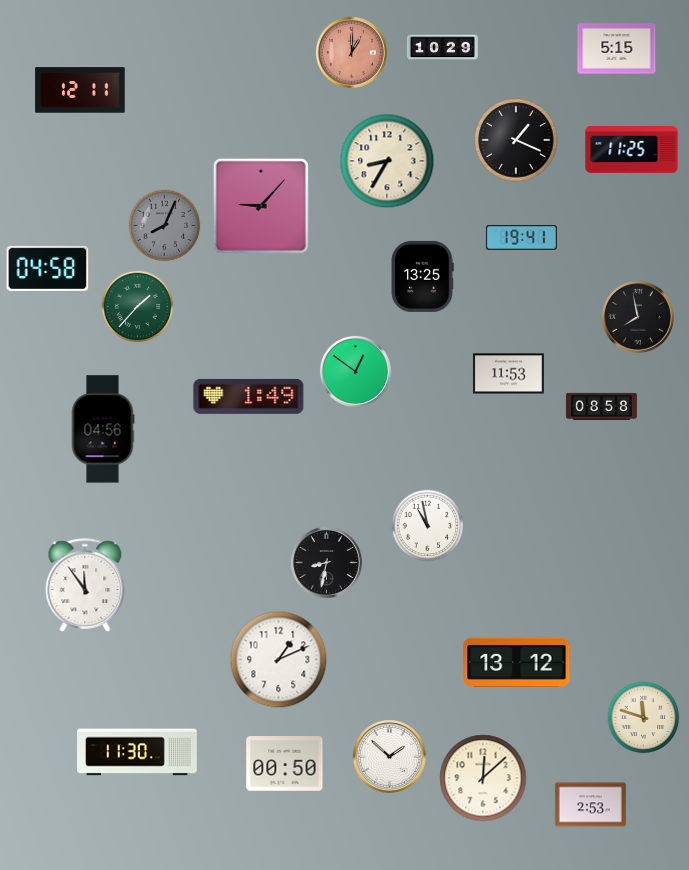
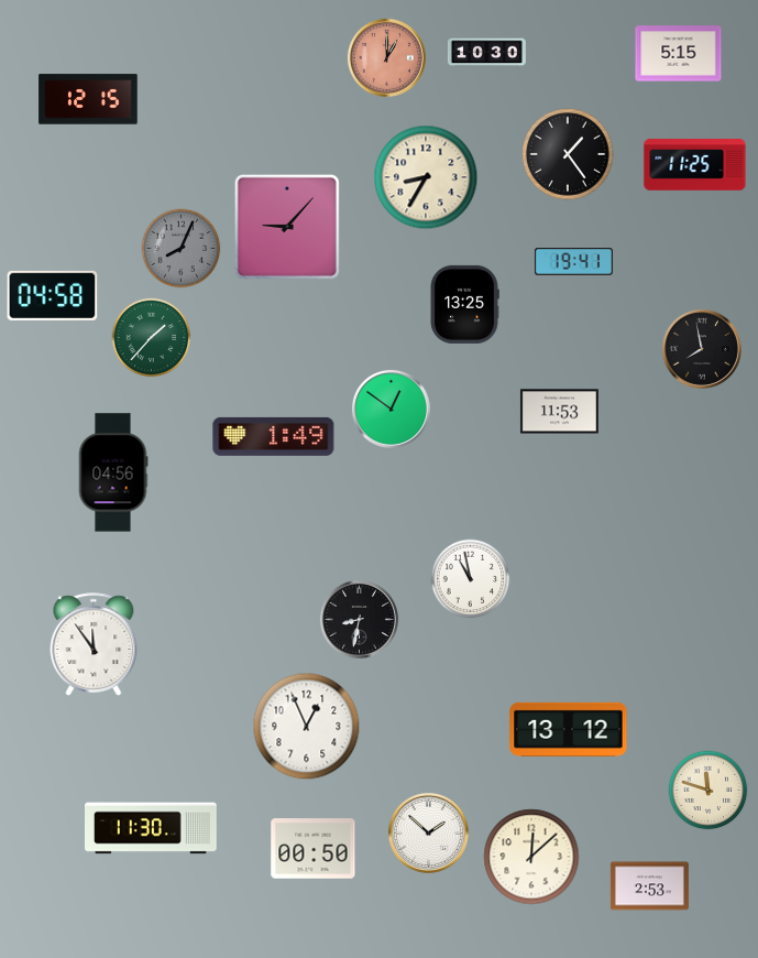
clock at (442, 48): 10:29 -> 10:30
clock at (80, 90): 12:11 -> 12:15
clock at (516, 140): 1:19 -> 1:24
clock at (601, 406): 08:58 -> none
clock at (279, 660): 1:11 -> 12:56
clock at (285, 764) position: (285, 764) -> (314, 849)
